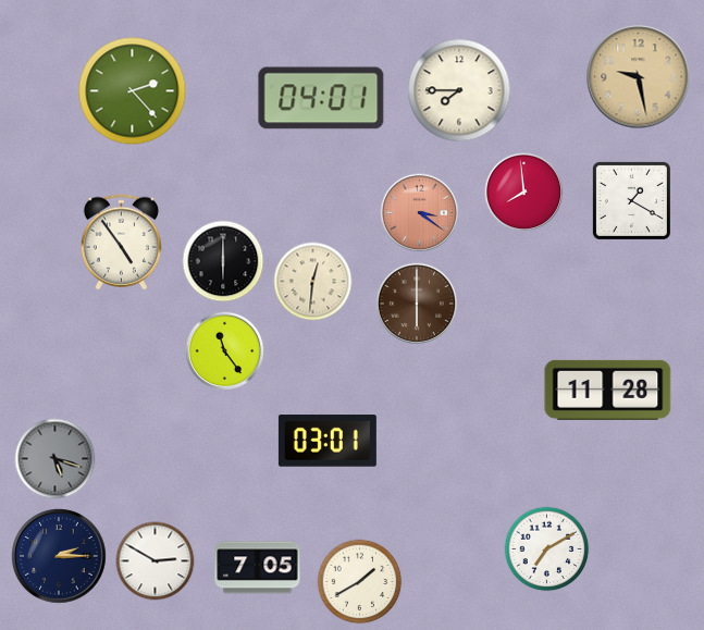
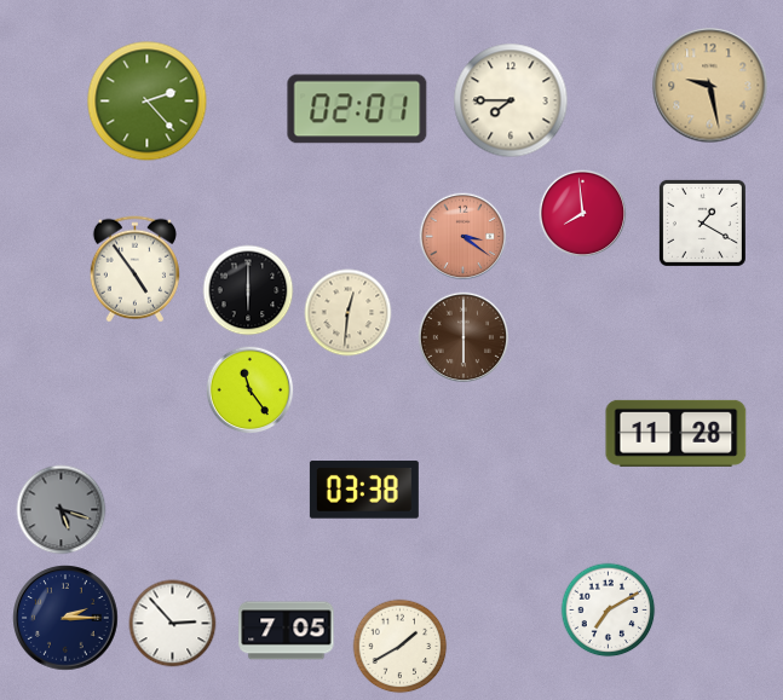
clock at (321, 98): 04:01 -> 02:01
clock at (420, 213) position: (420, 213) -> (464, 237)
clock at (328, 441): 03:01 -> 03:38
clock at (156, 561): 2:50 -> 2:53
